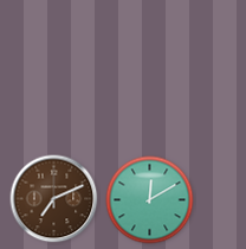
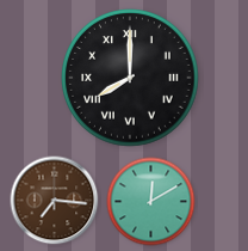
clock at (130, 78): none -> 8:00
clock at (54, 199): 7:11 -> 7:16
